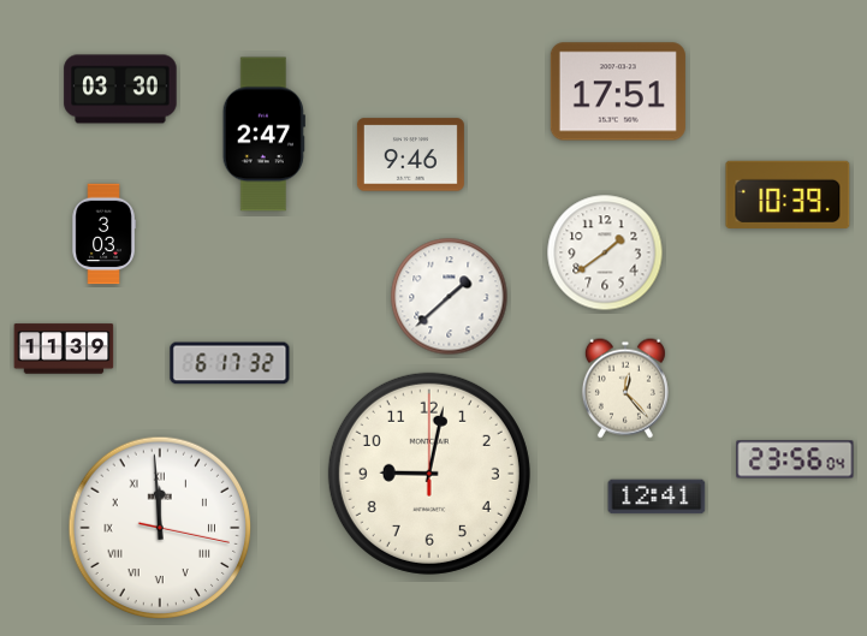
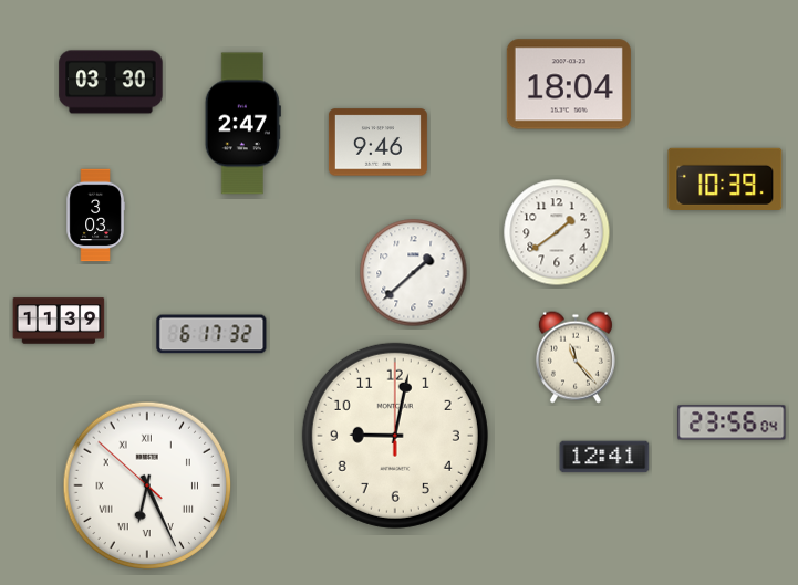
clock at (618, 91): 17:51 -> 18:04
clock at (625, 388): 12:23 -> 11:23
clock at (160, 528): 11:59 -> 6:25
